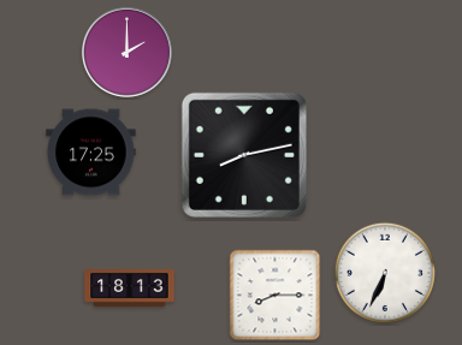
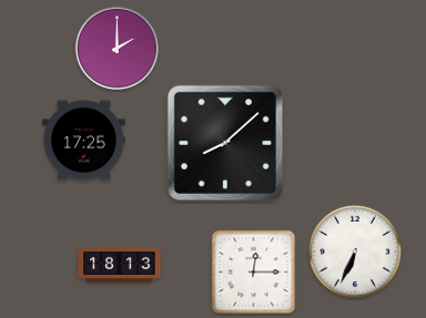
clock at (244, 155): 8:13 -> 8:08
clock at (276, 296): 8:15 -> 12:15
